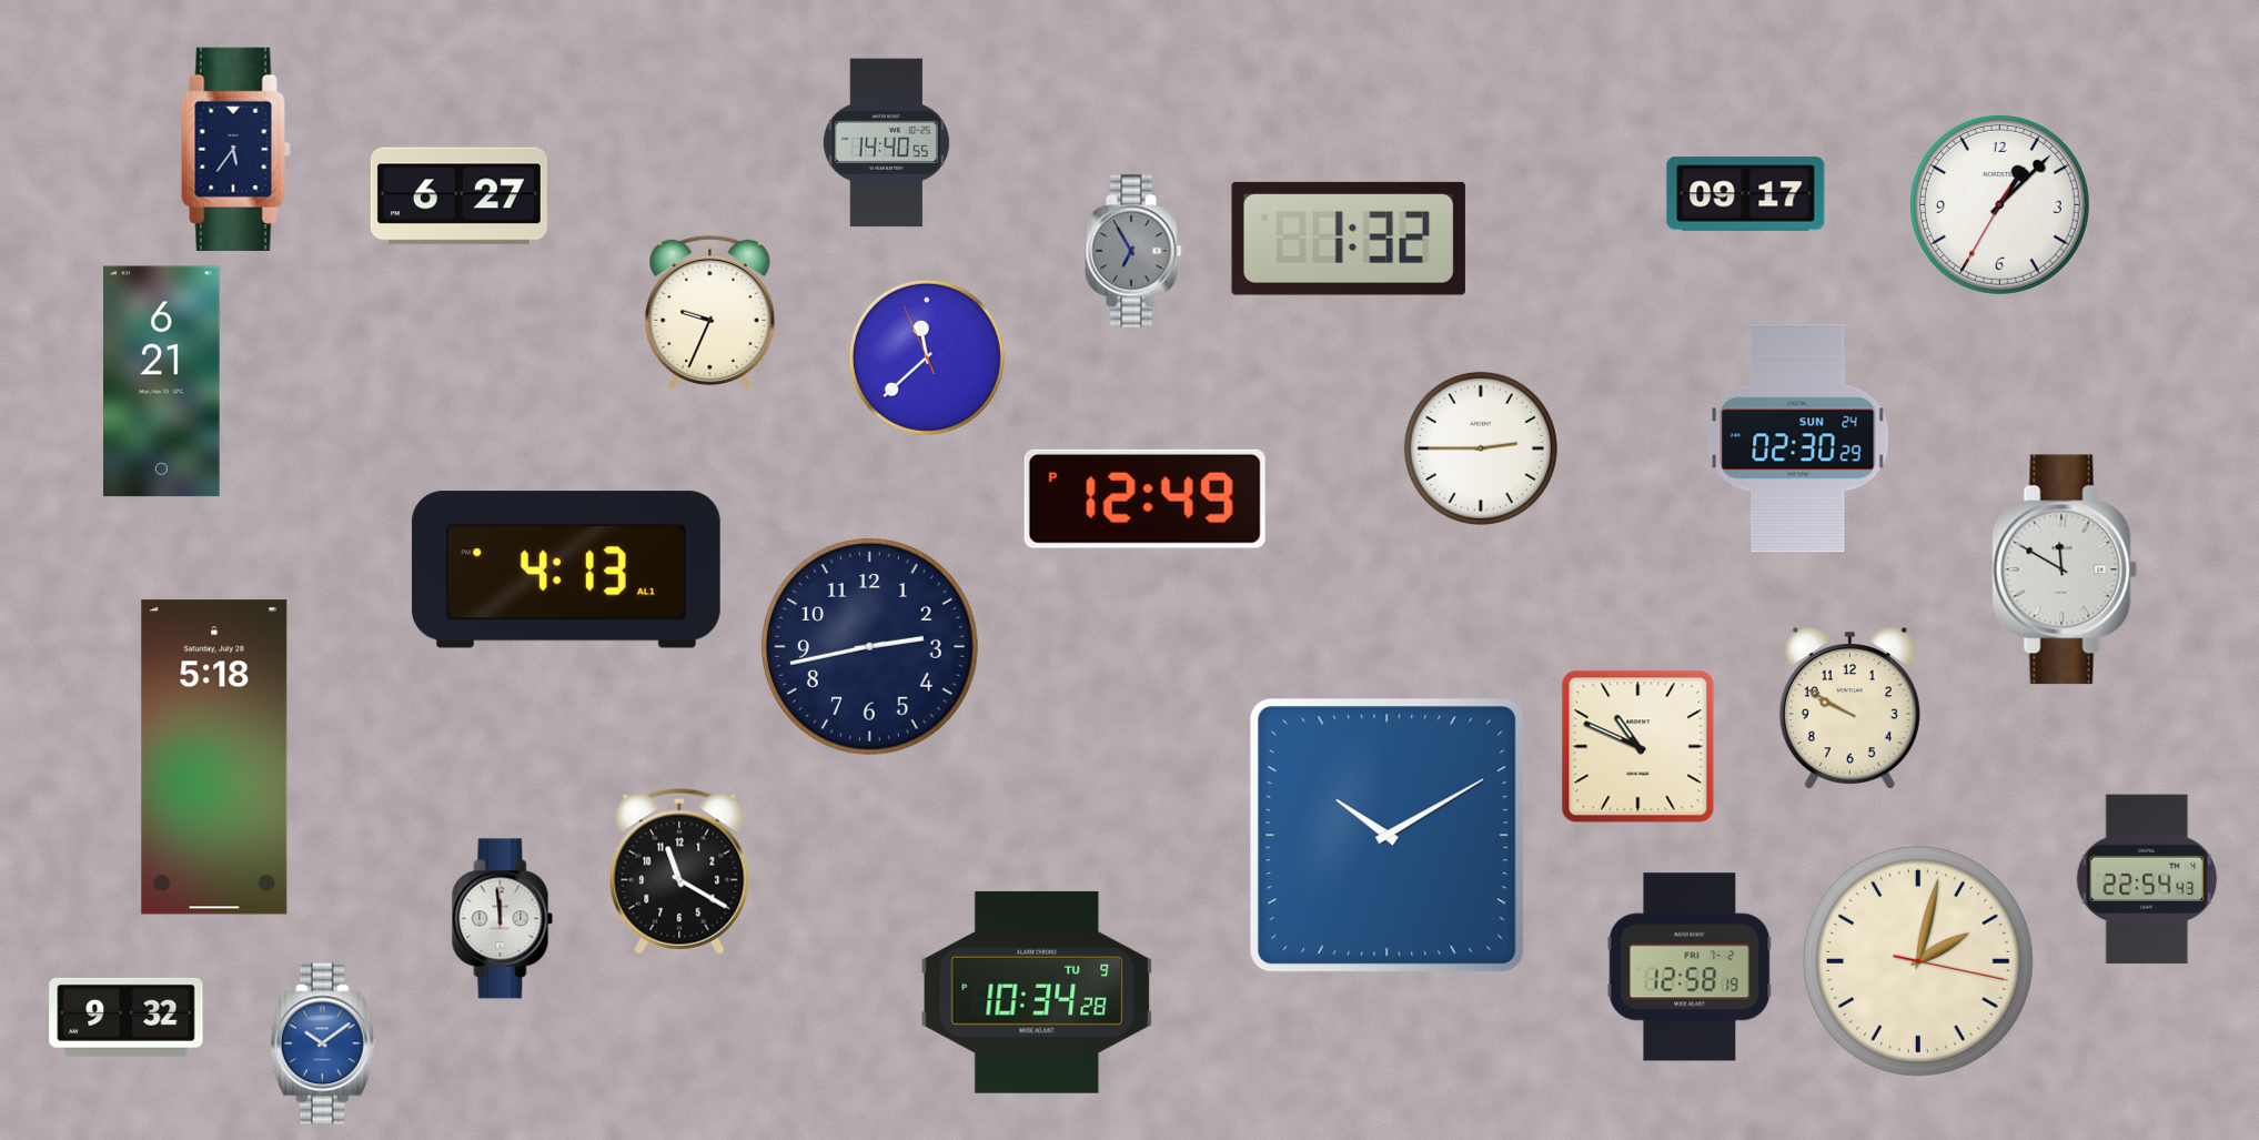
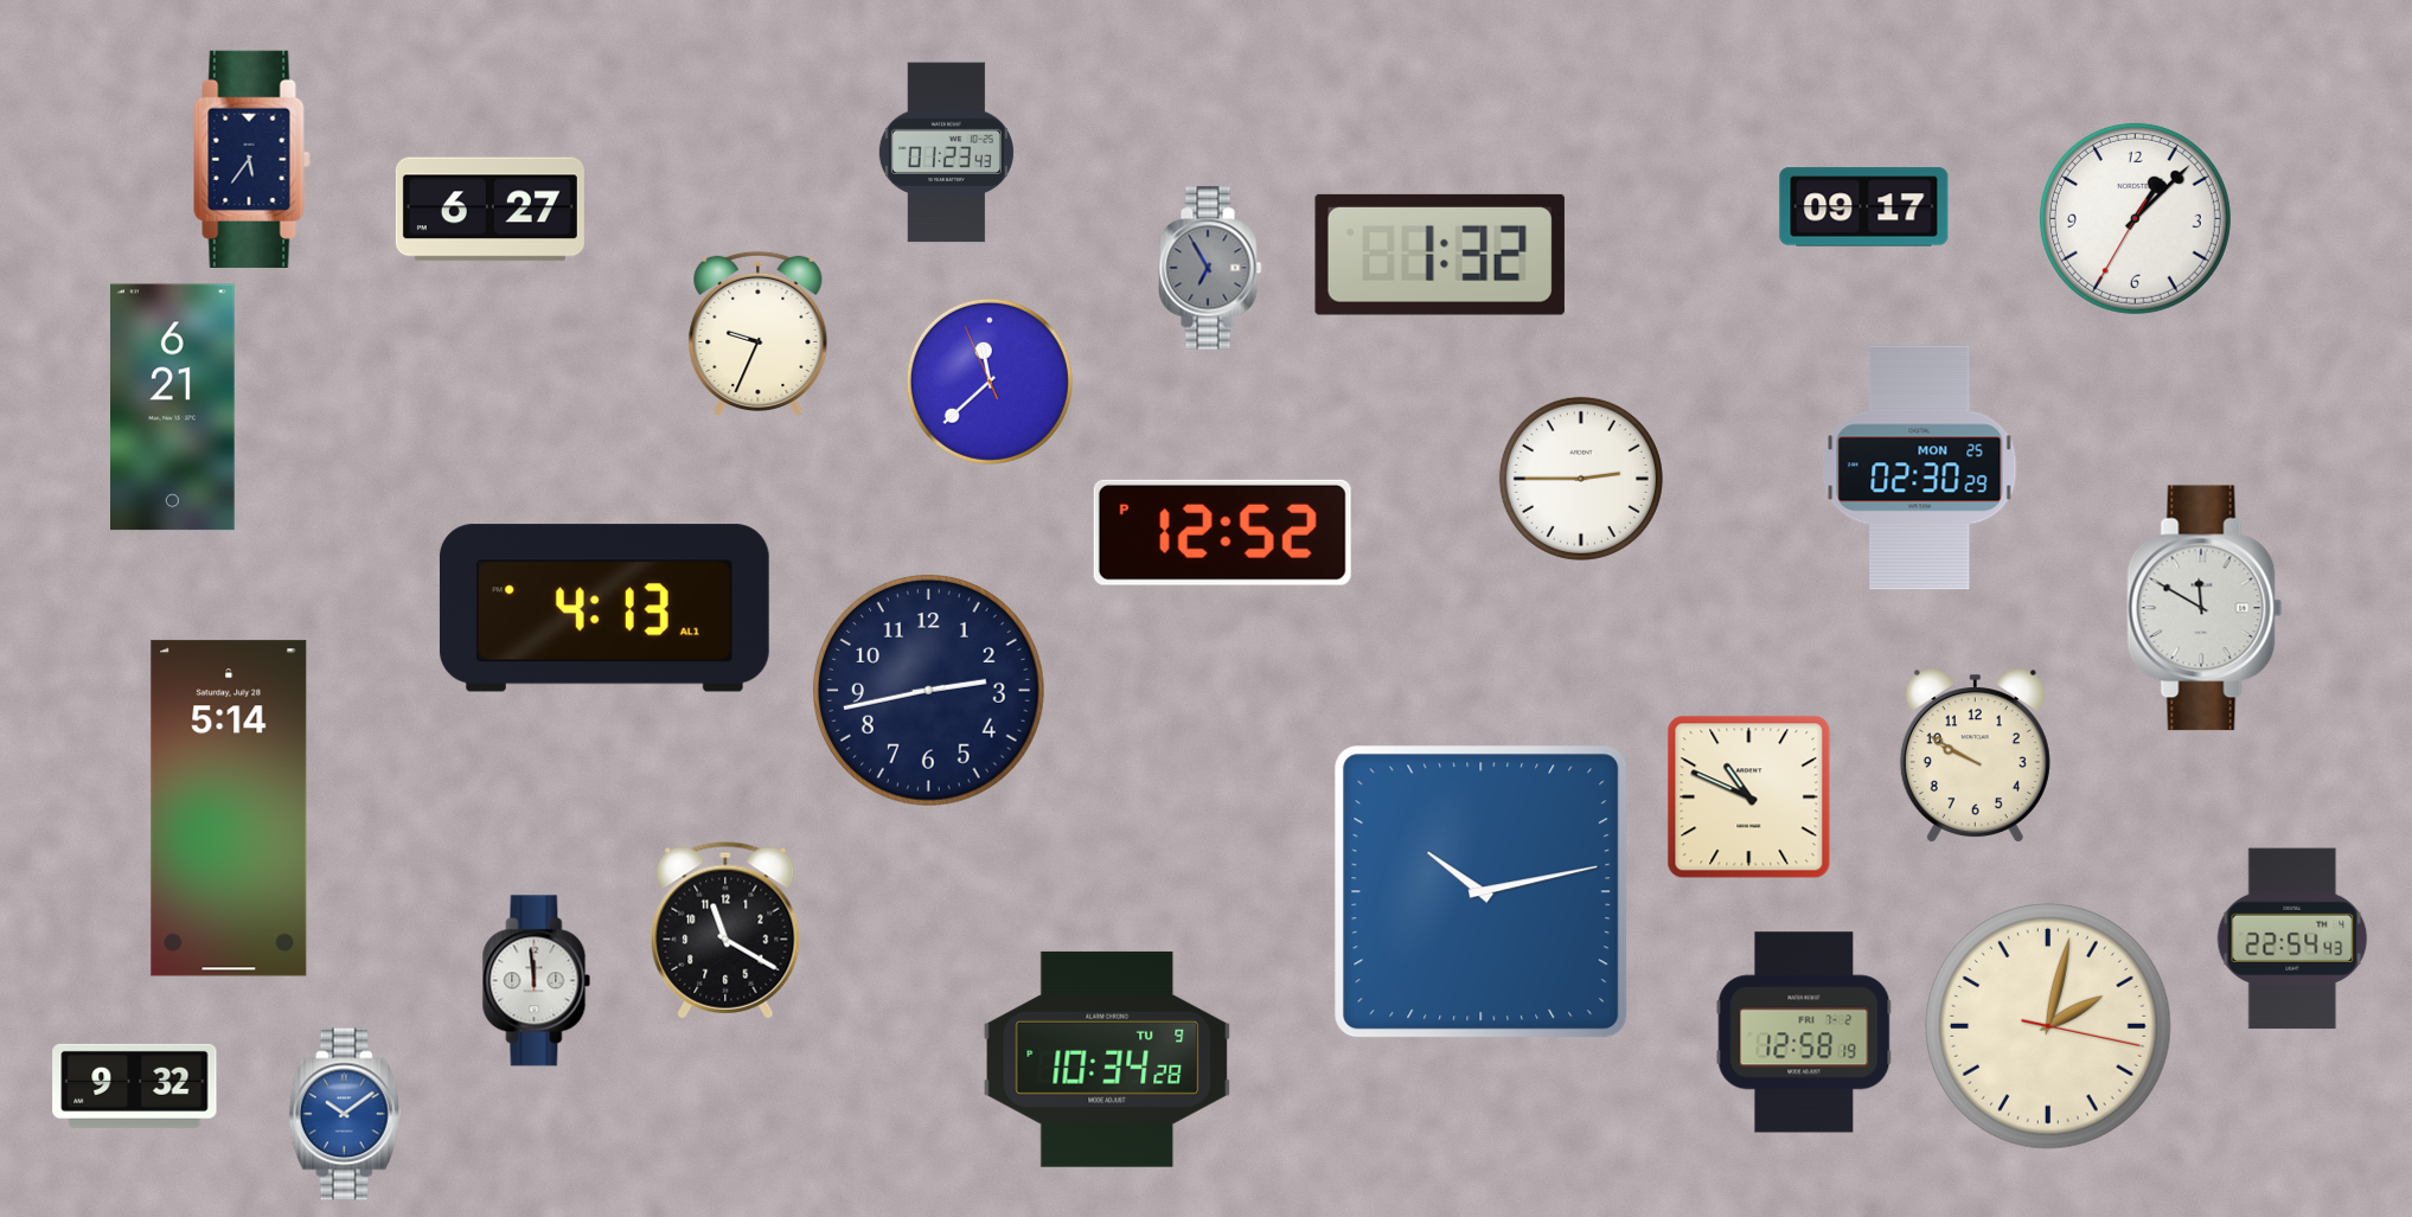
clock at (886, 143): 14:40 -> 01:23
clock at (1798, 438) date: SUN 24 -> MON 25
clock at (1144, 498): 12:49 -> 12:52
clock at (214, 757): 5:18 -> 5:14
clock at (1388, 836): 10:10 -> 10:13
